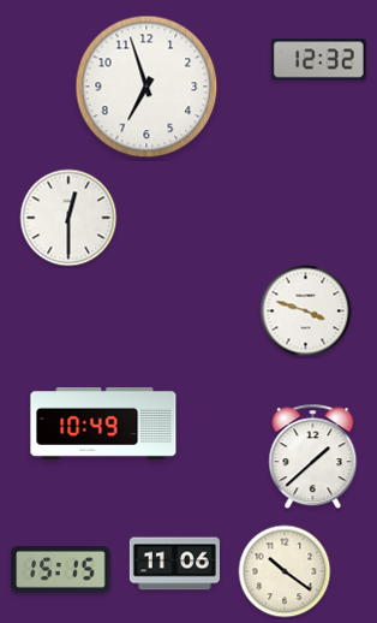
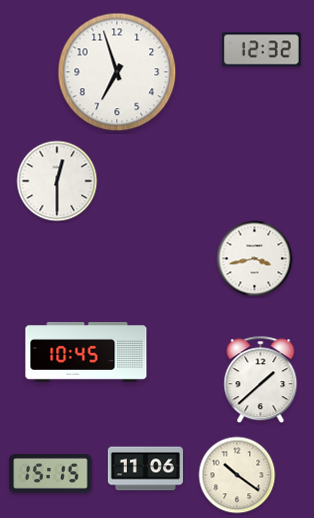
clock at (318, 60) position: (318, 60) -> (261, 50)
clock at (146, 87) position: (146, 87) -> (117, 72)
clock at (306, 311): 3:48 -> 3:43
clock at (103, 425): 10:49 -> 10:45
